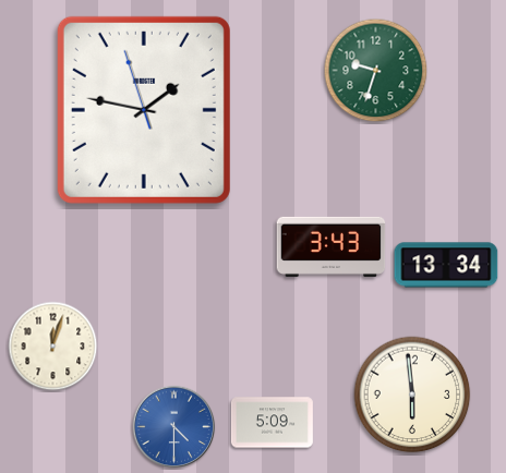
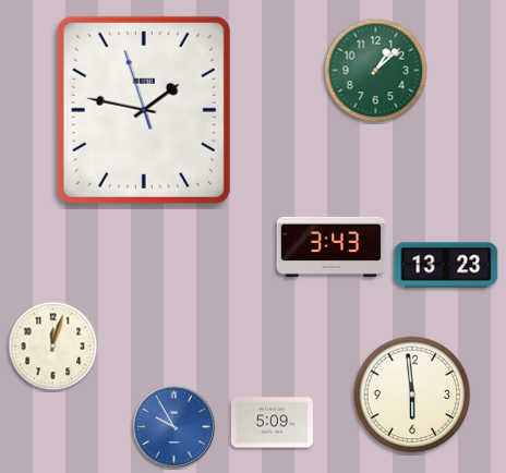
clock at (376, 71): 9:33 -> 1:08
clock at (446, 265): 13:34 -> 13:23
clock at (174, 427): 4:30 -> 9:55
